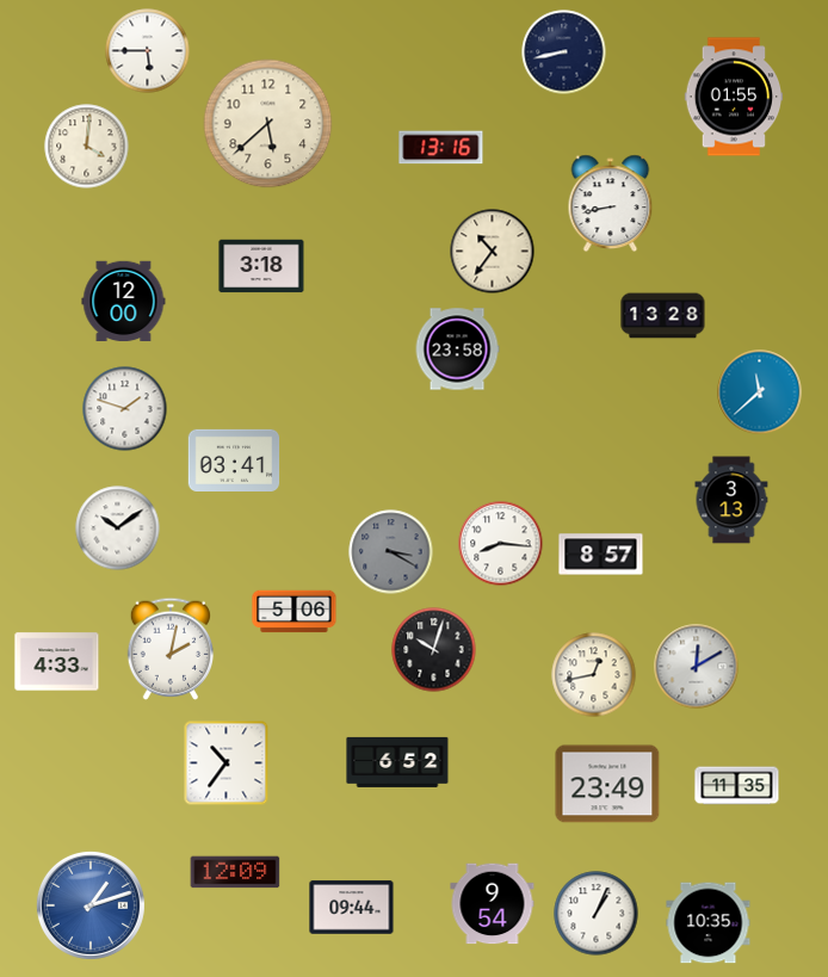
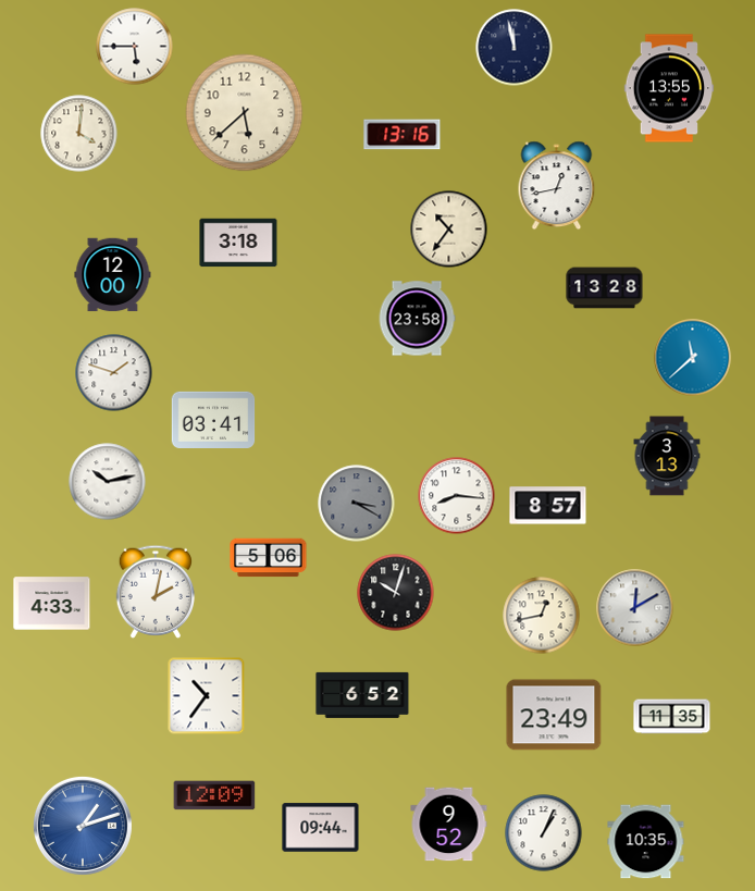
clock at (564, 52): 8:43 -> 11:58
clock at (734, 97): 01:55 -> 13:55
clock at (611, 204): 8:43 -> 12:43
clock at (118, 528): 10:09 -> 10:13
clock at (493, 904): 9:54 -> 9:52
